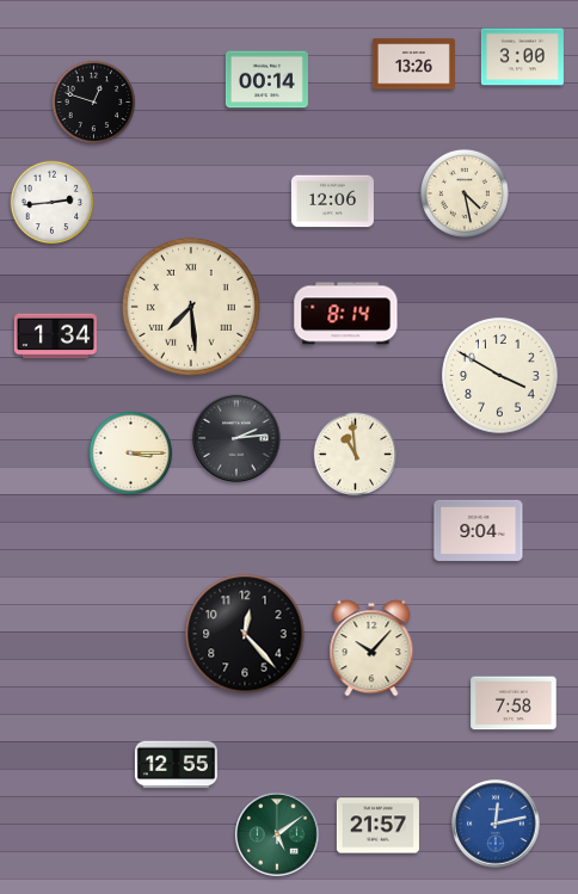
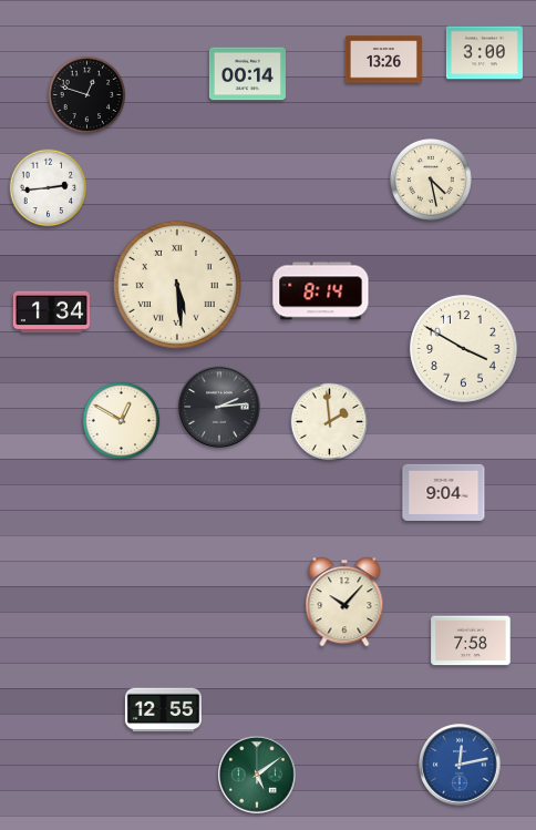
clock at (332, 202): 12:06 -> none
clock at (191, 307): 7:29 -> 5:29
clock at (131, 454): 3:15 -> 12:50
clock at (356, 455): 10:59 -> 1:59
clock at (245, 634): 12:23 -> none
clock at (514, 703) position: (514, 703) -> (471, 641)
clock at (377, 826): 21:57 -> none
